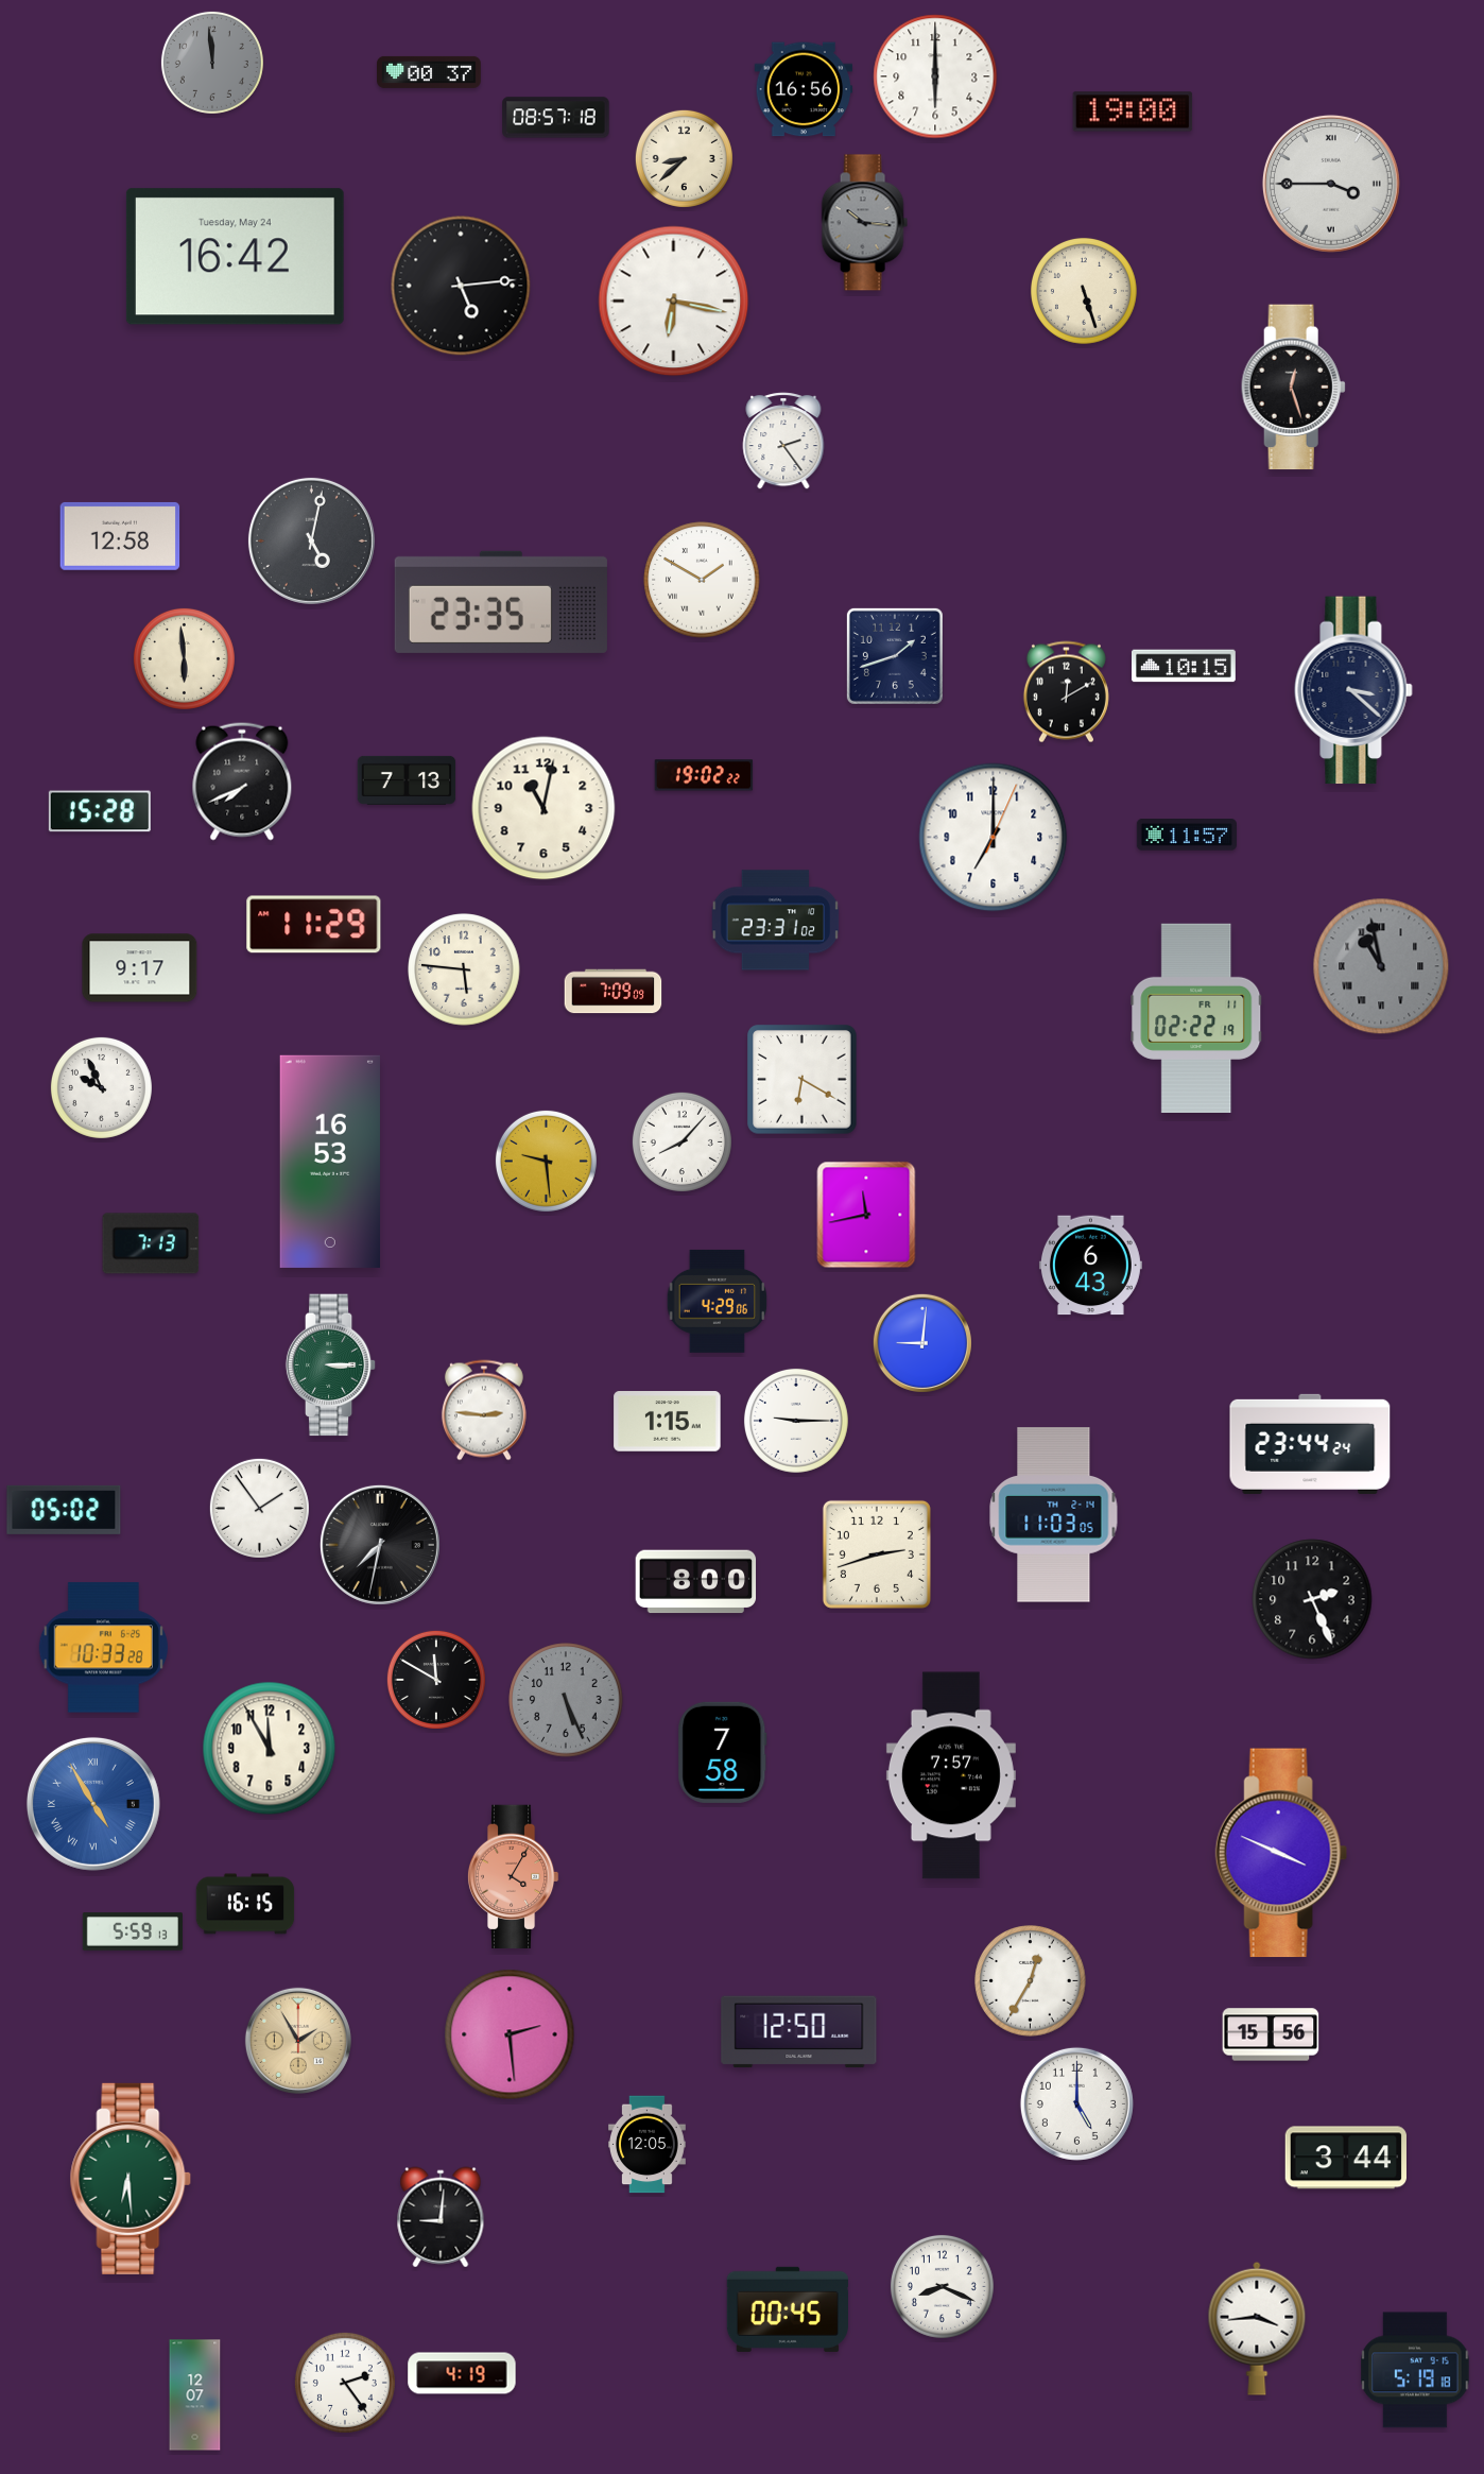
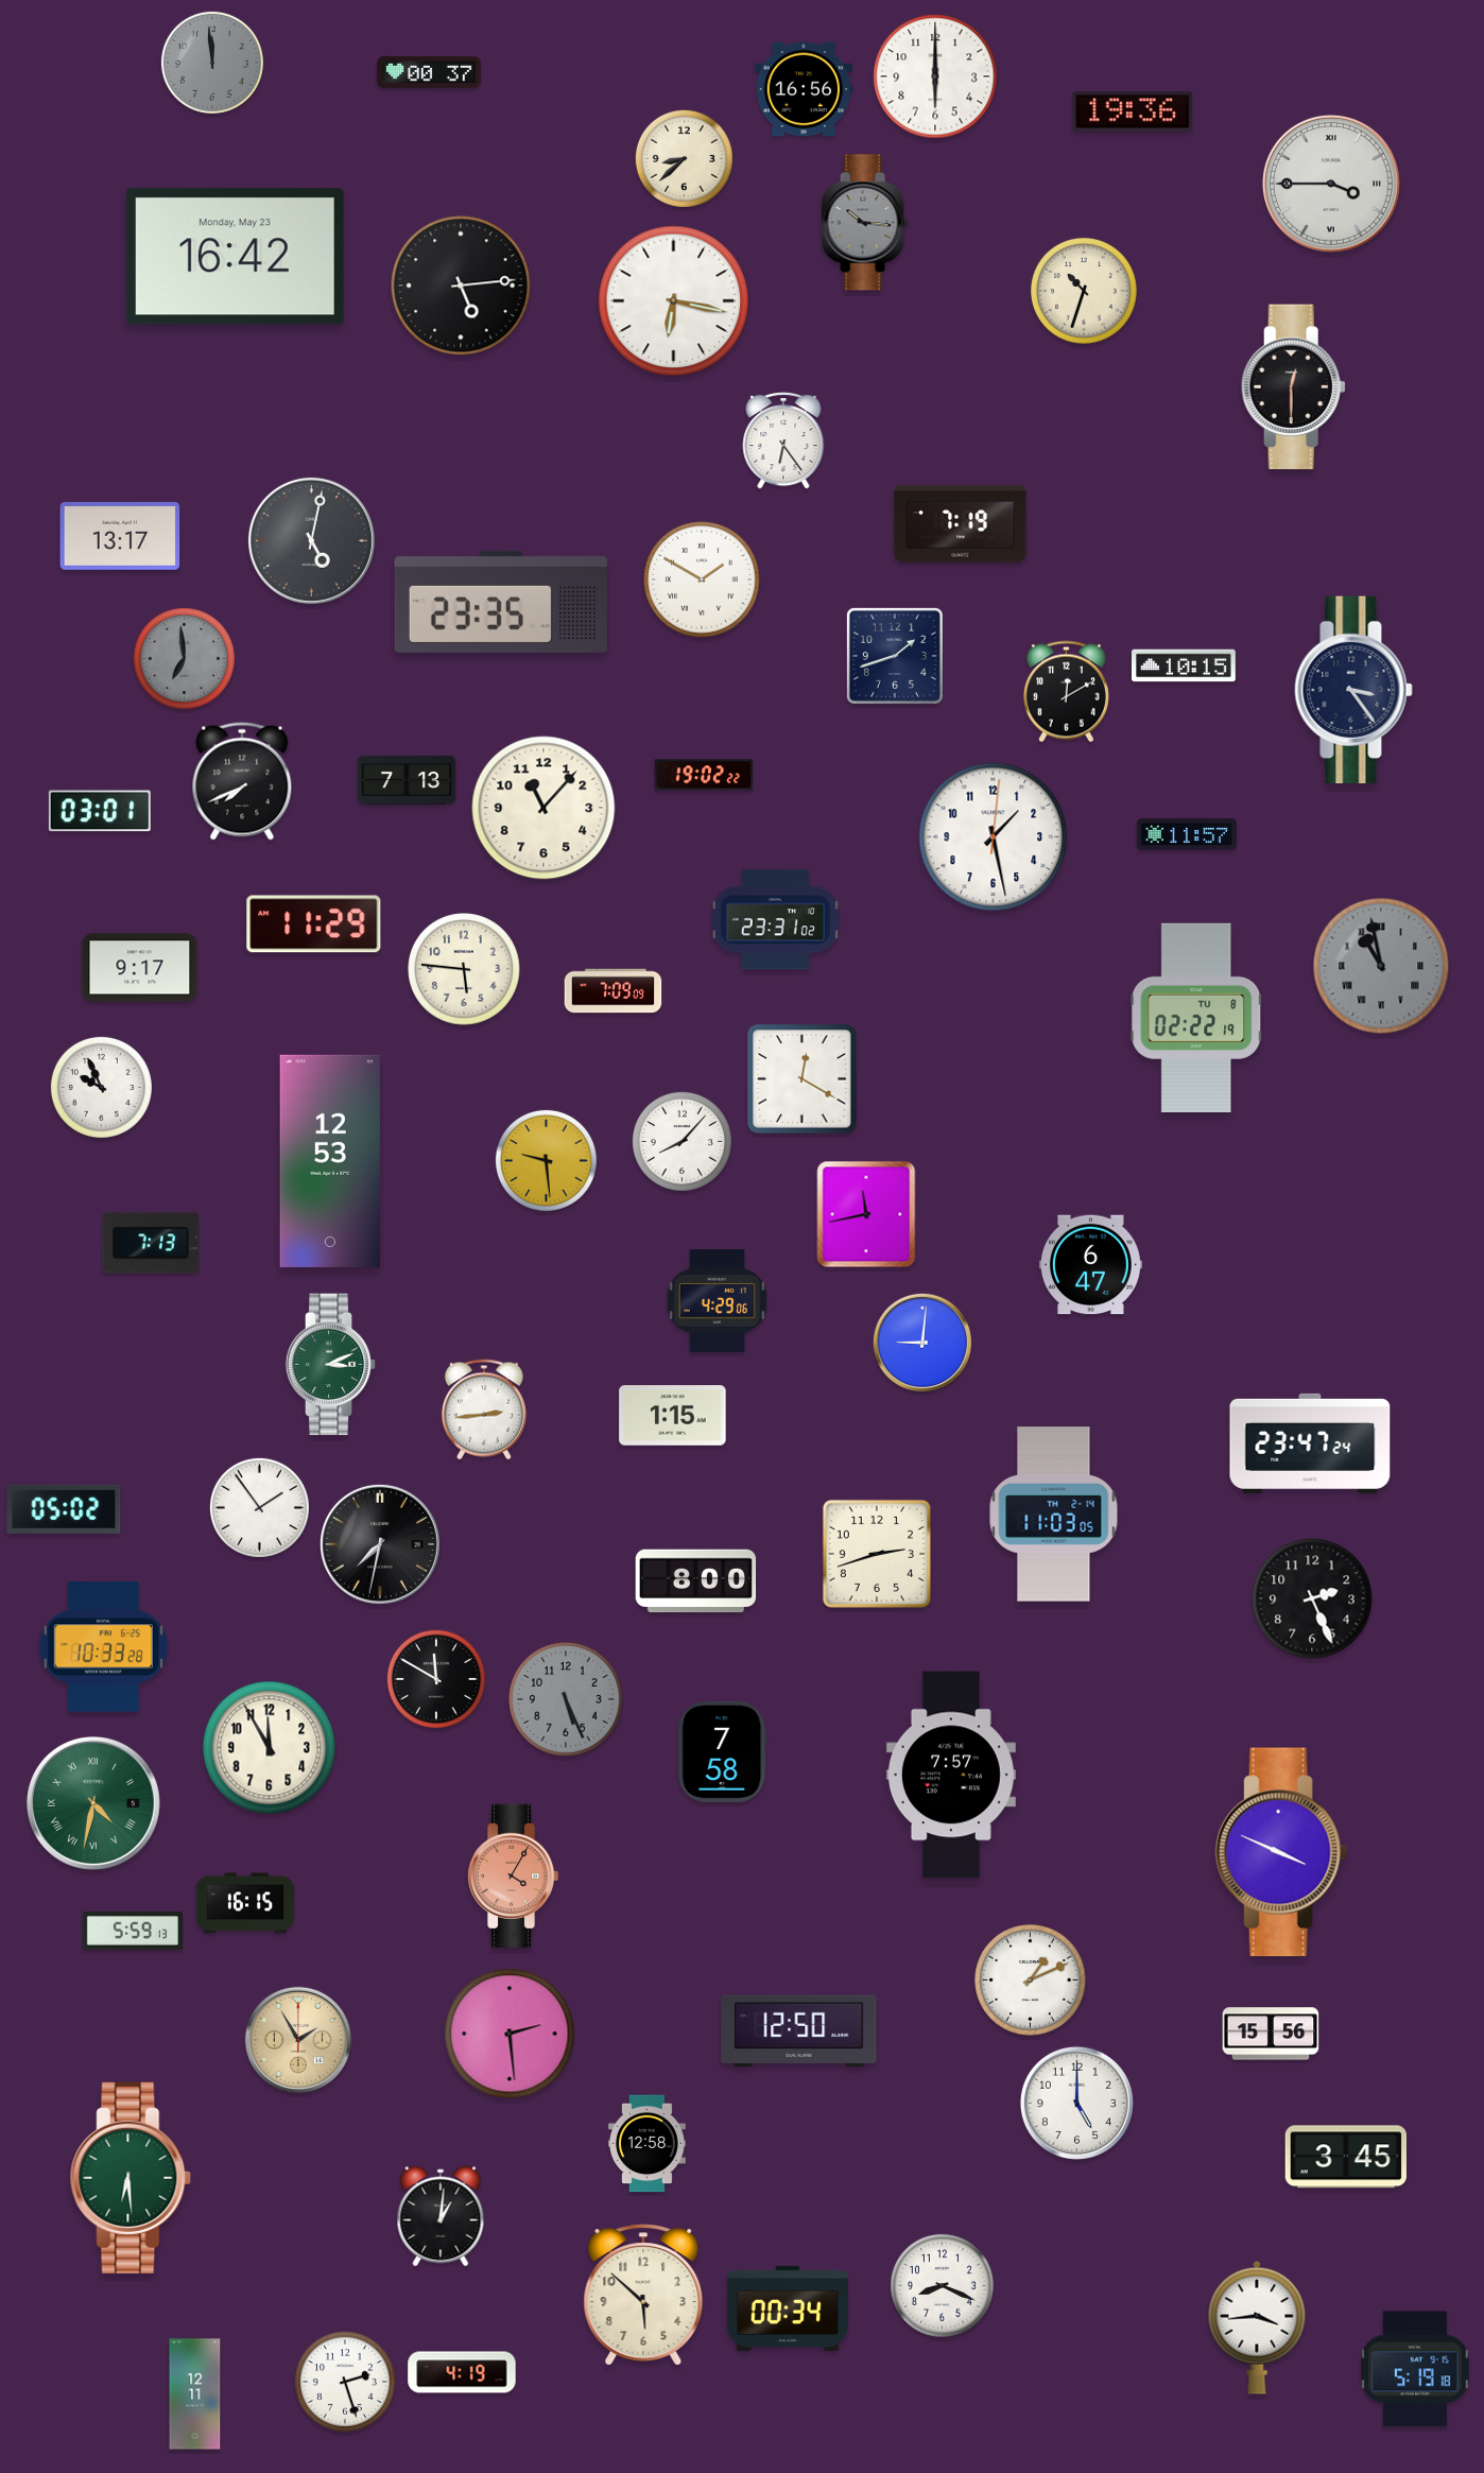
clock at (1133, 111): 19:00 -> 19:36
clock at (556, 118): 08:57 -> none
clock at (235, 257) date: Tuesday, May 24 -> Monday, May 23
clock at (1084, 291): 5:27 -> 10:33
clock at (1293, 388): 12:27 -> 12:30
clock at (783, 441): 2:24 -> 6:24
clock at (961, 524): none -> 7:19
clock at (120, 536): 12:58 -> 13:17
clock at (184, 658): 5:59 -> 6:59
clock at (184, 658) dial: cream -> grey
clock at (1353, 690): 3:22 -> 3:24
clock at (543, 808): 11:02 -> 11:07
clock at (100, 811): 15:28 -> 03:01
clock at (994, 838): 7:00 -> 1:28
clock at (1196, 1017) date: FR 11 -> TU 8
clock at (803, 1080): 6:20 -> 12:20
clock at (330, 1162): 16:53 -> 12:53
clock at (1090, 1266): 6:43 -> 6:47
clock at (331, 1365): 3:15 -> 3:11
clock at (484, 1410): 2:46 -> 2:44
clock at (796, 1421): 9:15 -> none
clock at (668, 1422) position: (668, 1422) -> (673, 1416)
clock at (1310, 1444): 23:44 -> 23:47
clock at (93, 1804): 4:55 -> 4:32
clock at (93, 1804) dial: blue -> green
clock at (1031, 1981): 12:35 -> 1:11
clock at (648, 2145): 12:05 -> 12:58
clock at (1346, 2158): 3:44 -> 3:45
clock at (441, 2217): 9:01 -> 1:01
clock at (643, 2295): none -> 5:52
clock at (787, 2309): 00:45 -> 00:34
clock at (345, 2383): 2:24 -> 2:27
clock at (195, 2395): 12:07 -> 12:11
